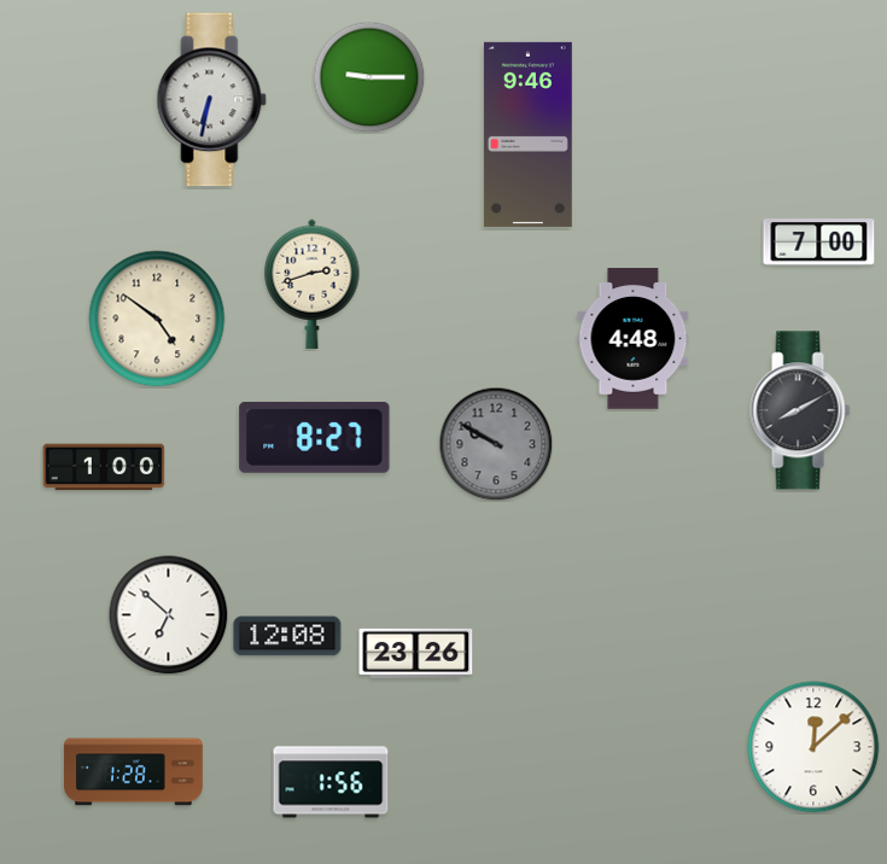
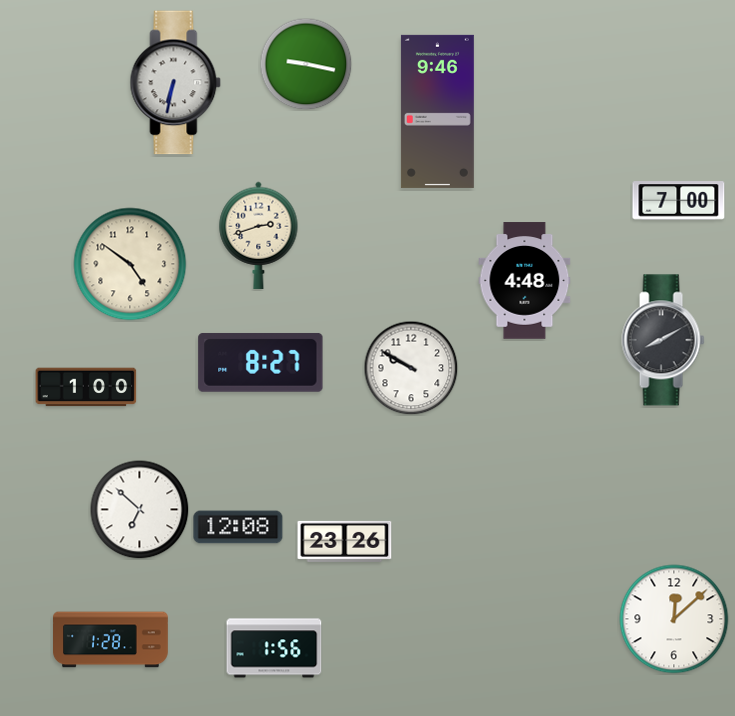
clock at (369, 77): 9:15 -> 9:17
clock at (496, 444) dial: grey -> white
